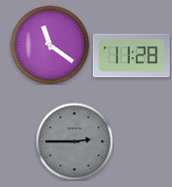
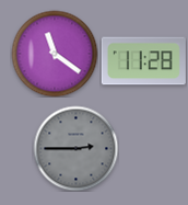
clock at (50, 45) position: (50, 45) -> (55, 54)
clock at (74, 141) position: (74, 141) -> (75, 148)
